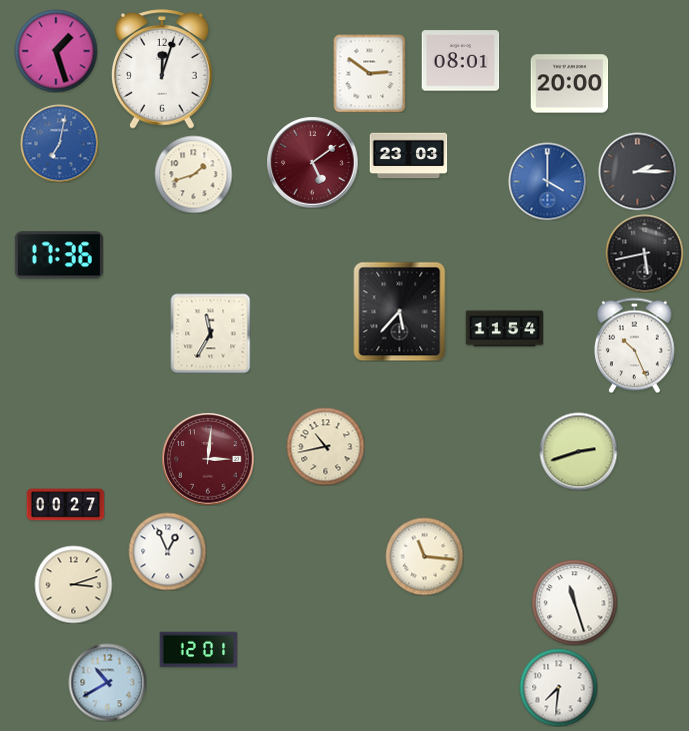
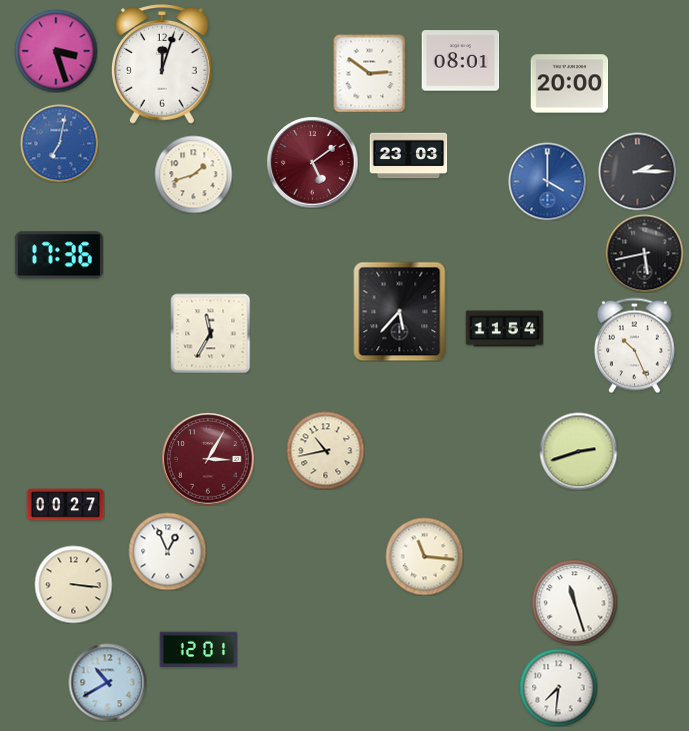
clock at (56, 51): 1:27 -> 3:27
clock at (162, 69) position: (162, 69) -> (162, 64)
clock at (325, 446) position: (325, 446) -> (325, 450)
clock at (208, 459): 3:01 -> 3:05
clock at (73, 584): 3:12 -> 3:16
